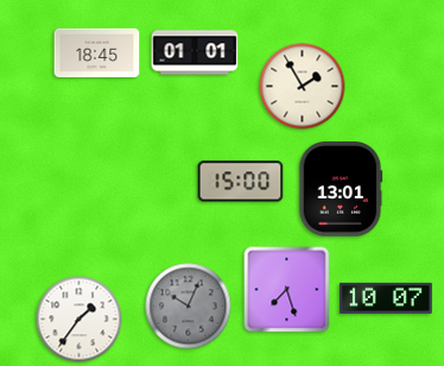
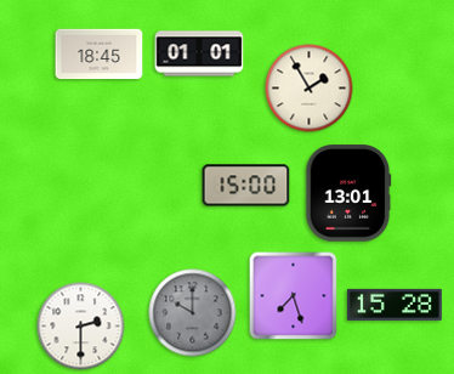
clock at (386, 298): 10:07 -> 15:28
clock at (189, 307): 10:04 -> 10:00
clock at (80, 320): 1:36 -> 2:30
